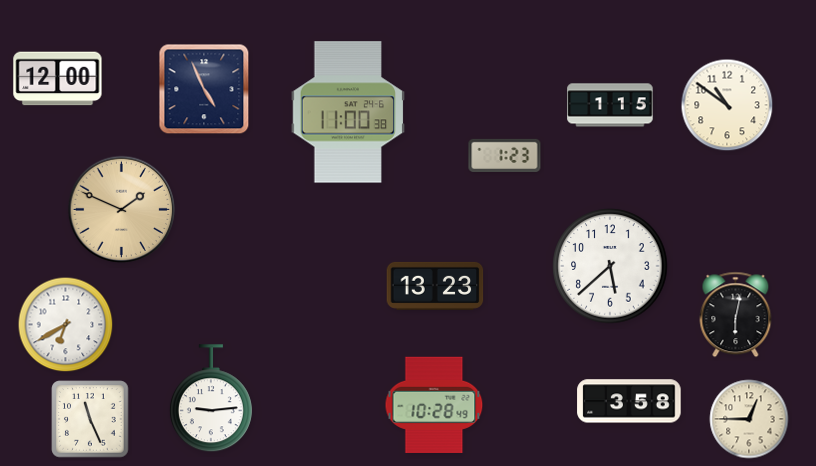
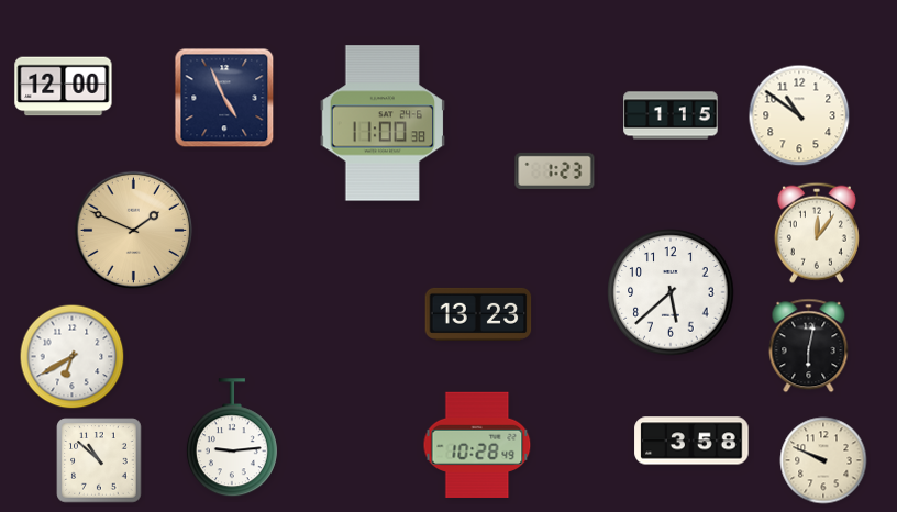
clock at (817, 233): none -> 12:06
clock at (90, 419): 11:26 -> 10:52
clock at (749, 419): 12:45 -> 9:49
